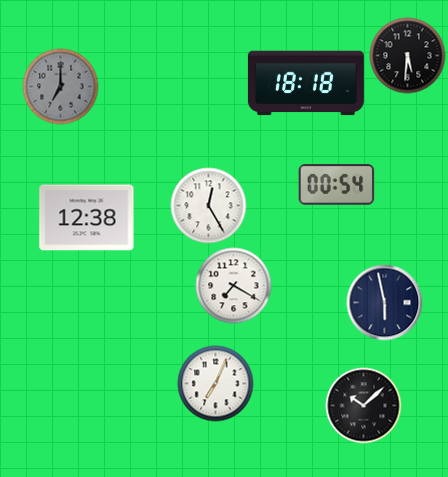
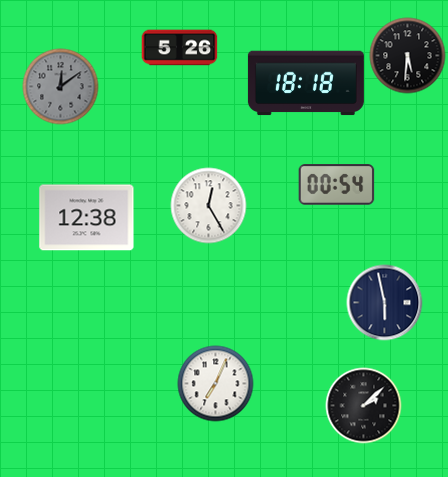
clock at (180, 48): none -> 5:26
clock at (61, 87): 7:00 -> 12:09
clock at (234, 286): 7:20 -> none
clock at (364, 406): 10:08 -> 2:08
